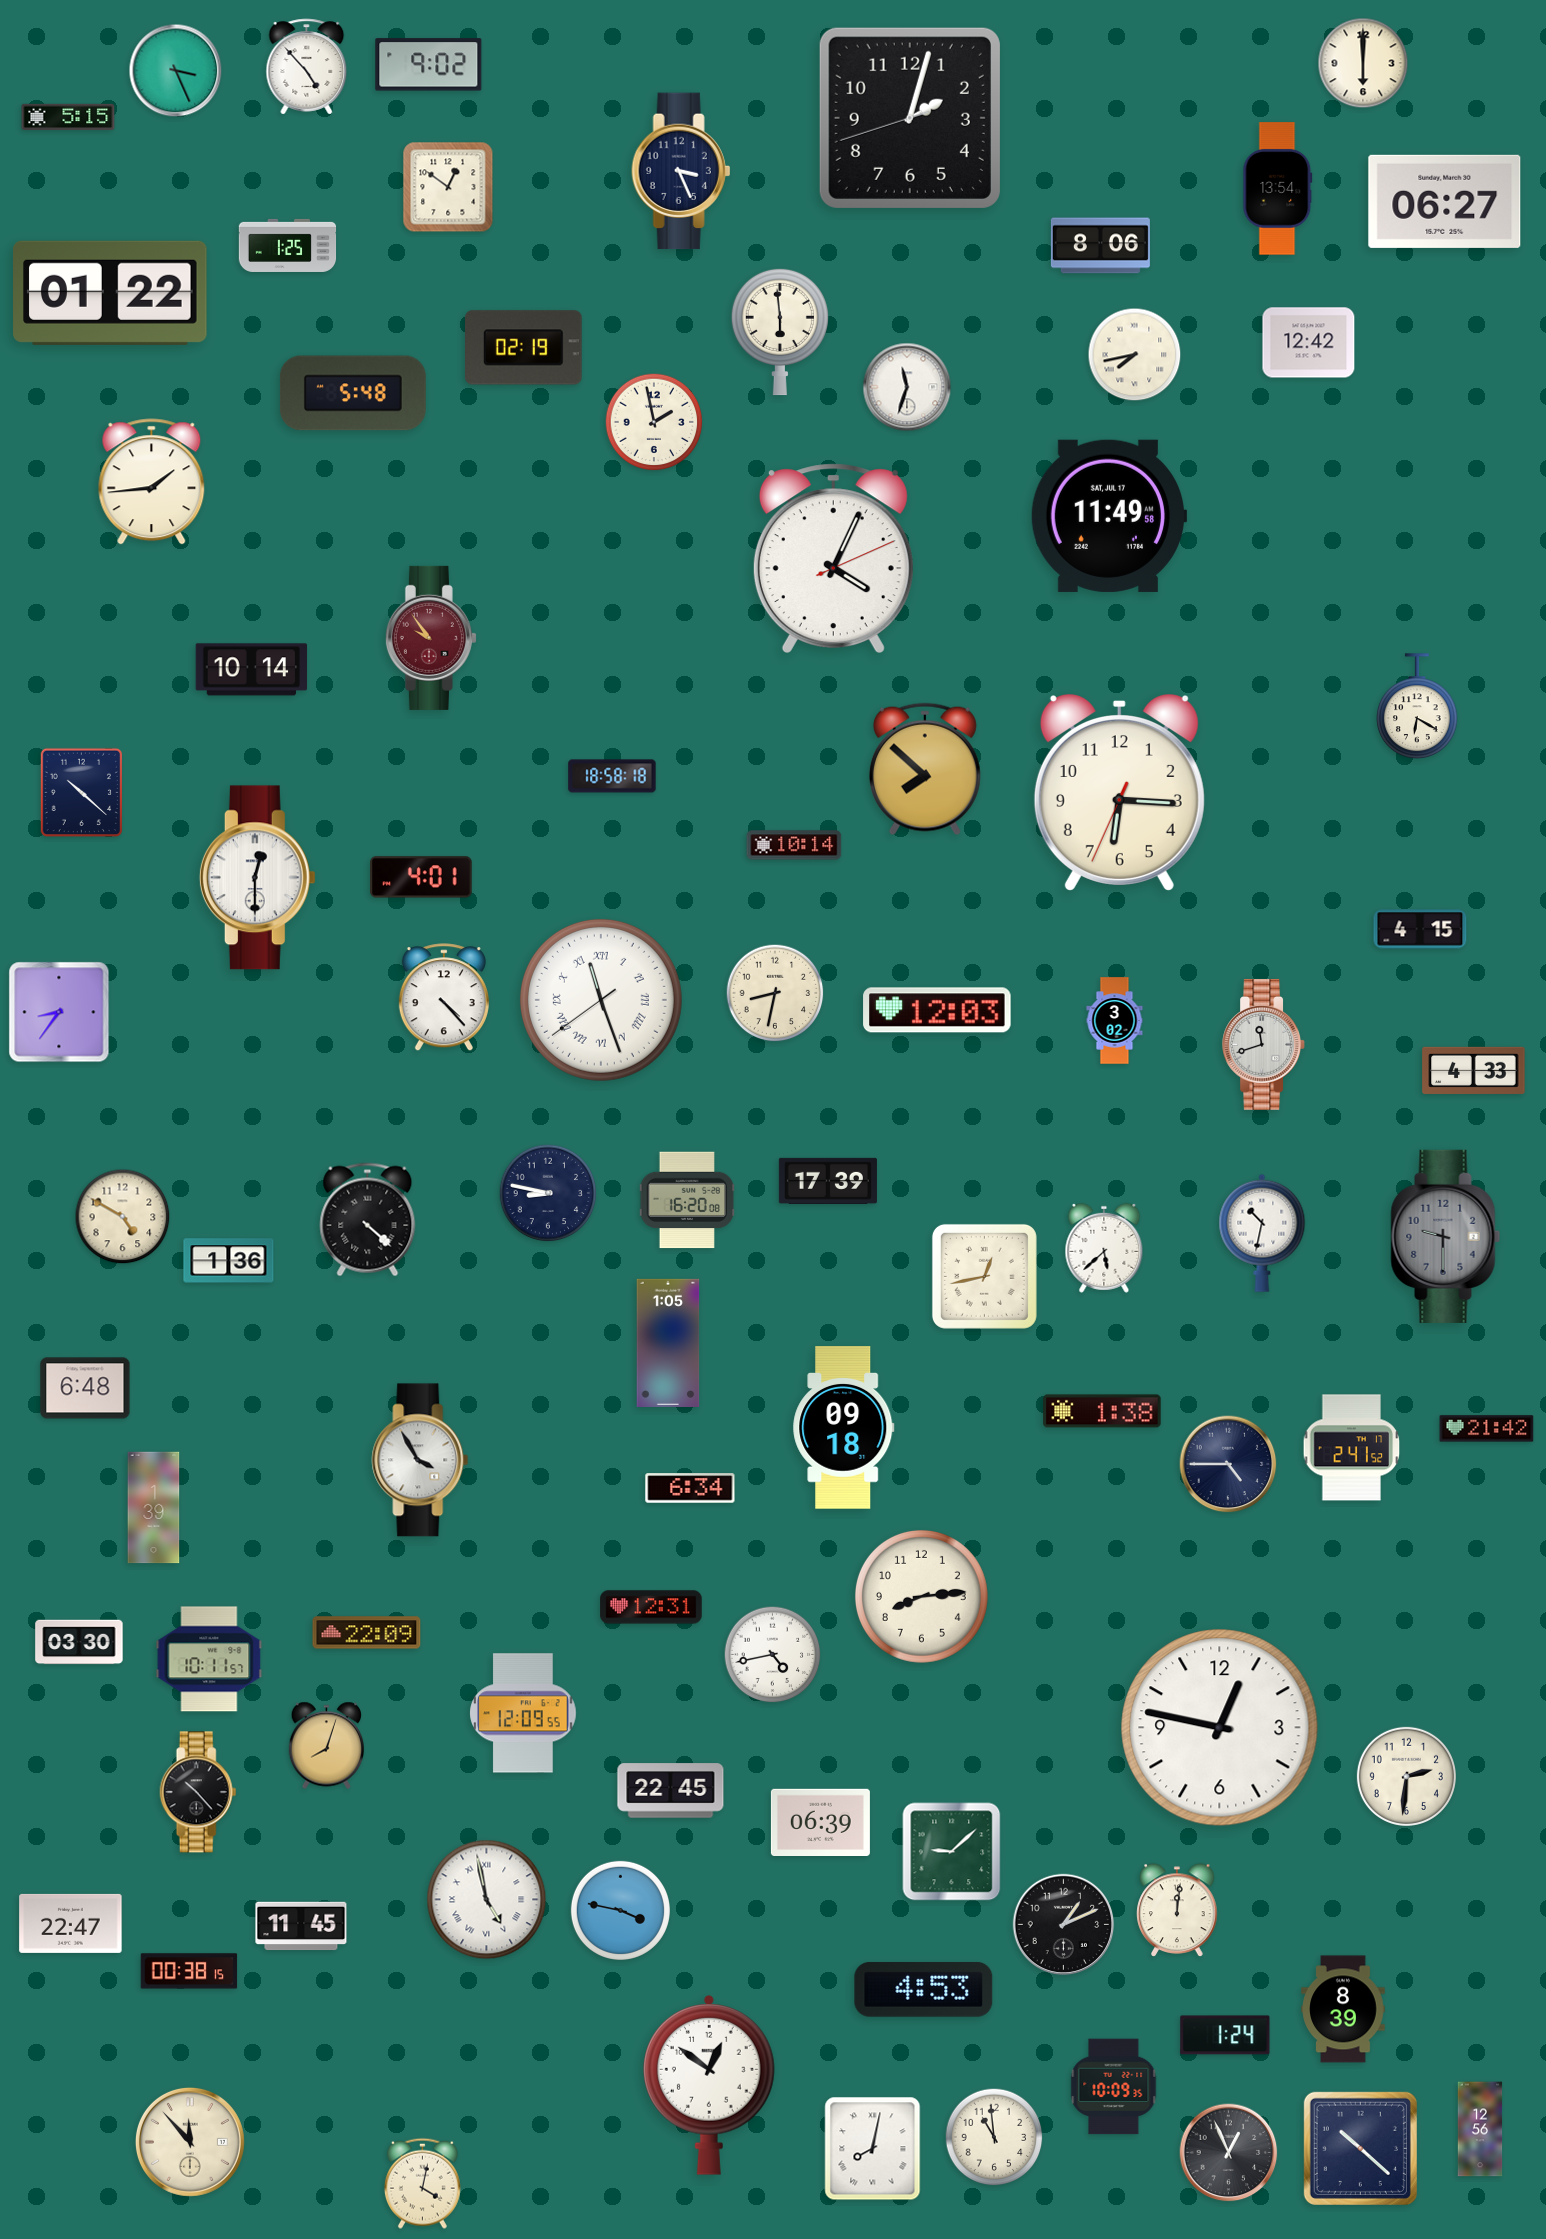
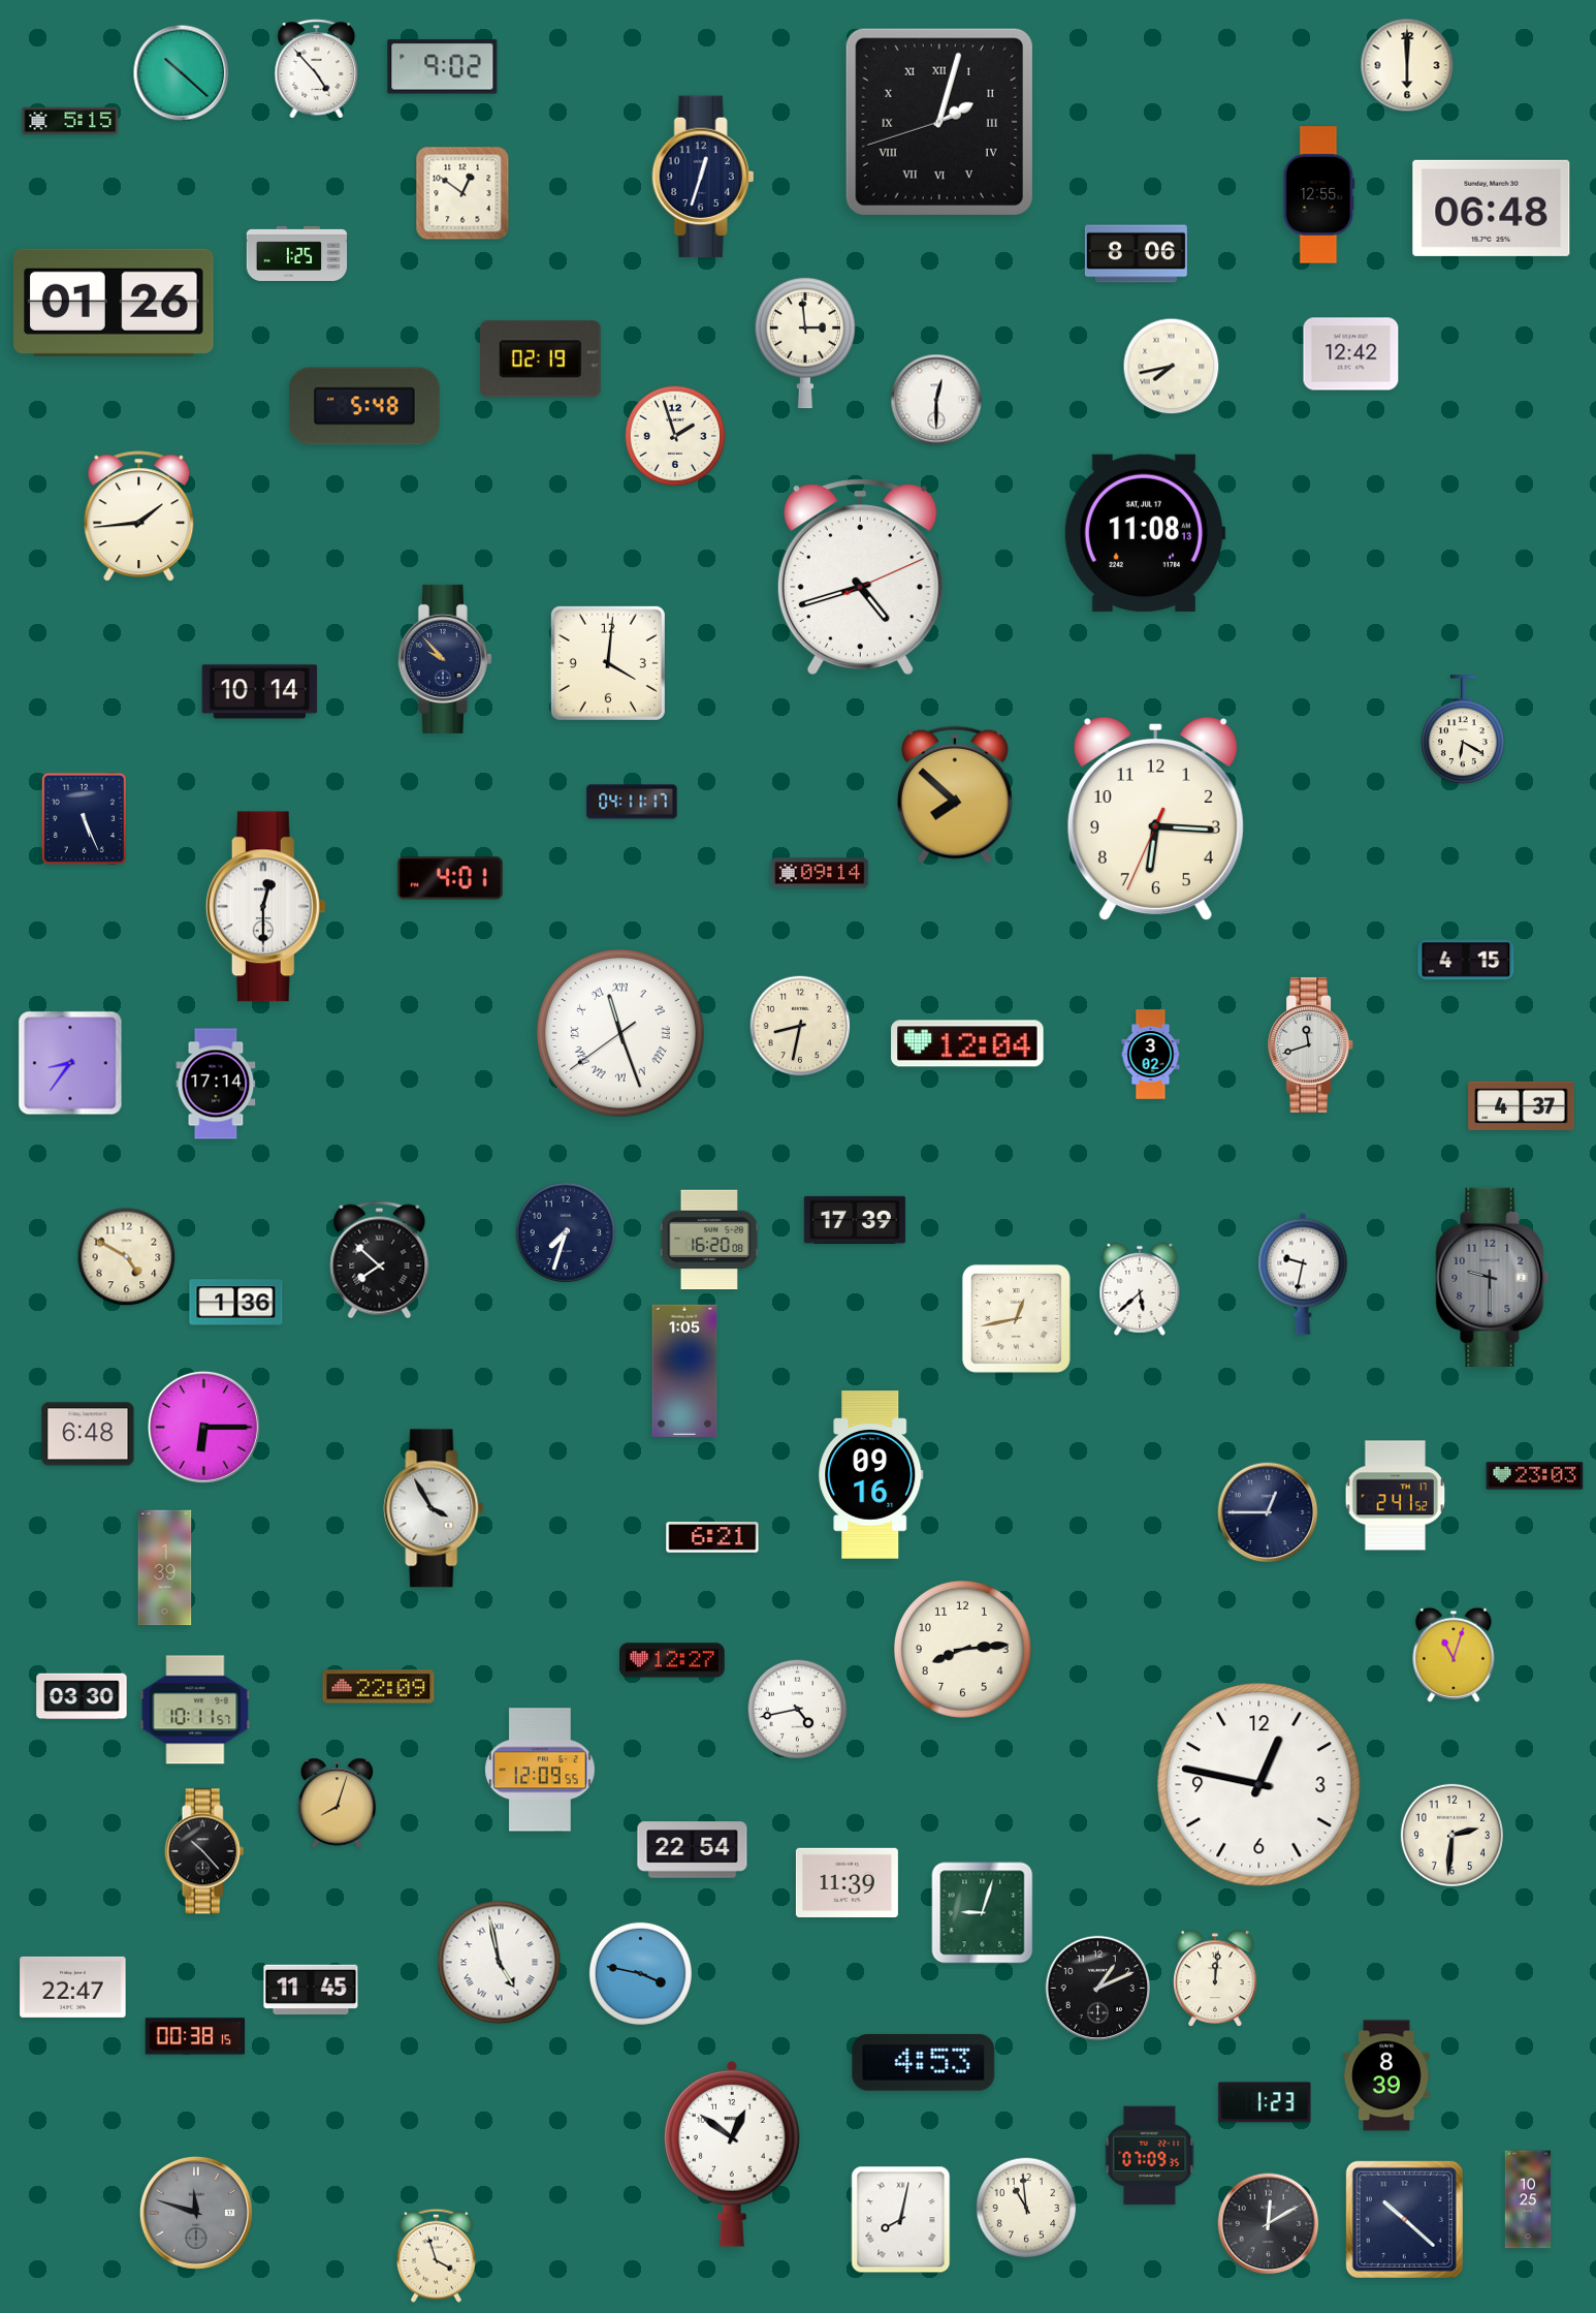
clock at (176, 71): 3:26 -> 10:22
clock at (910, 118) numerals: Arabic -> Roman
clock at (681, 171): 3:26 -> 12:33
clock at (1278, 189): 13:54 -> 12:55
clock at (1445, 201): 06:27 -> 06:48
clock at (110, 293): 01:22 -> 01:26
clock at (780, 332): 5:59 -> 2:59
clock at (907, 387): 11:33 -> 12:30
clock at (654, 422): 1:58 -> 1:57
clock at (152, 482) position: (152, 482) -> (139, 517)
clock at (1109, 516): 11:49 -> 11:08
clock at (833, 558): 4:04 -> 4:42
clock at (431, 638): 9:54 -> 9:53
clock at (431, 638) dial: burgundy -> navy
clock at (608, 663): none -> 4:01
clock at (612, 776): 18:58 -> 04:11
clock at (81, 792): 10:22 -> 5:26
clock at (794, 845): 10:14 -> 09:14
clock at (421, 877) position: (421, 877) -> (450, 878)
clock at (444, 998): 4:23 -> none
clock at (937, 1010): 12:03 -> 12:04
clock at (59, 1012) position: (59, 1012) -> (70, 1063)
clock at (1263, 1044) position: (1263, 1044) -> (1310, 1044)
clock at (216, 1084): none -> 17:14
clock at (1474, 1070): 4:33 -> 4:37
clock at (548, 1193): 8:47 -> 7:33
clock at (368, 1220): 4:22 -> 7:52
clock at (1262, 1233): 10:32 -> 9:32
clock at (668, 1343) position: (668, 1343) -> (684, 1371)
clock at (203, 1427): none -> 6:15
clock at (1102, 1411): 1:38 -> none
clock at (844, 1428): 09:18 -> 09:16
clock at (1487, 1429): 21:42 -> 23:03
clock at (1228, 1464): 4:45 -> 12:45
clock at (690, 1488): 6:34 -> 6:21
clock at (154, 1508) position: (154, 1508) -> (165, 1568)
clock at (921, 1596) position: (921, 1596) -> (962, 1649)
clock at (1454, 1655): none -> 11:03
clock at (651, 1607): 12:31 -> 12:27
clock at (209, 1659) position: (209, 1659) -> (195, 1710)
clock at (671, 1791): 22:45 -> 22:54
clock at (820, 1822): 06:39 -> 11:39
clock at (952, 1852): 9:08 -> 9:03
clock at (487, 1900) position: (487, 1900) -> (500, 1963)
clock at (1177, 1910) position: (1177, 1910) -> (1215, 1978)
clock at (924, 1989) position: (924, 1989) -> (924, 2062)
clock at (1225, 2035): 1:24 -> 1:23
clock at (1114, 2087): 10:09 -> 07:09
clock at (1480, 2129): 12:56 -> 10:25
clock at (190, 2142): 11:53 -> 11:48
clock at (190, 2142) dial: cream -> grey
clock at (1229, 2153): 12:56 -> 12:10
clock at (422, 2183): 4:02 -> 3:57
